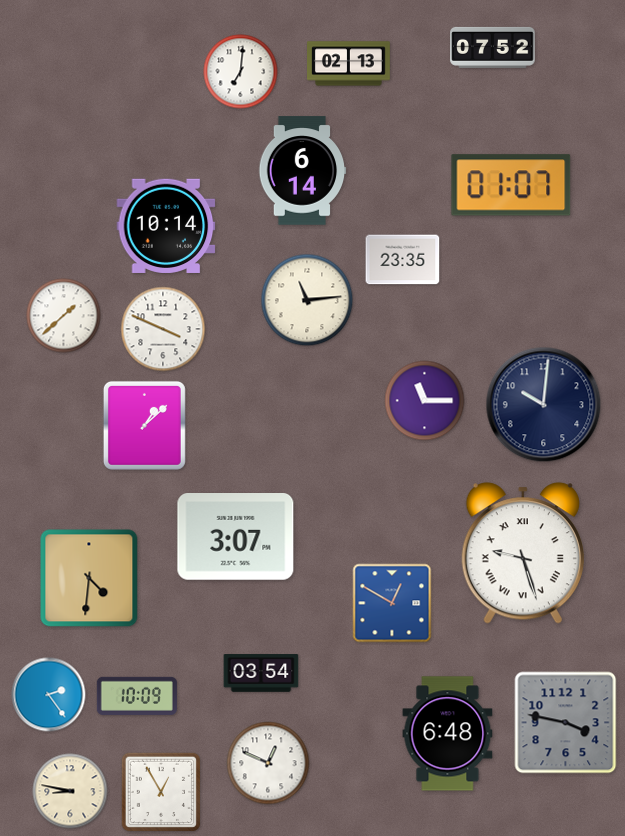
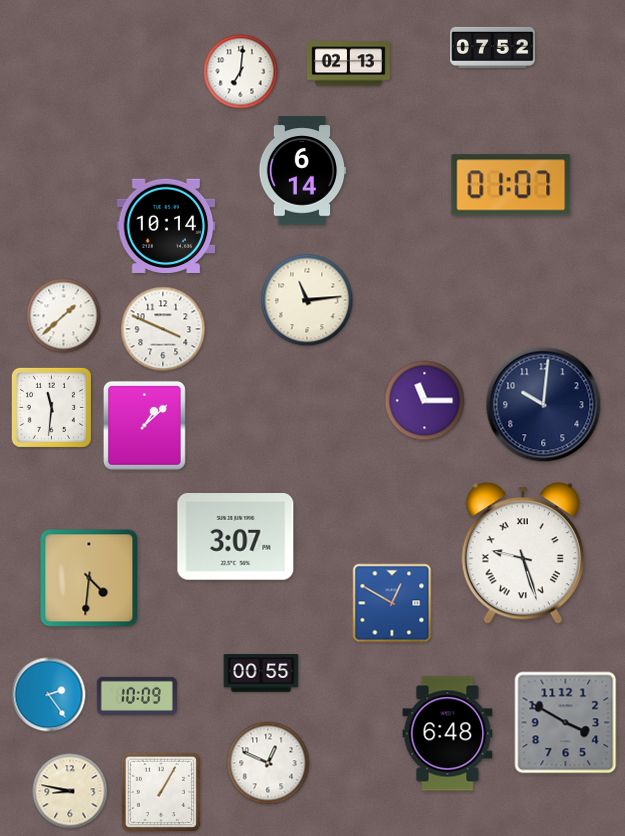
clock at (403, 260): 23:35 -> none
clock at (51, 407): none -> 11:31
clock at (261, 673): 03:54 -> 00:55
clock at (566, 723): 3:47 -> 3:50
clock at (161, 792): 12:55 -> 1:05
